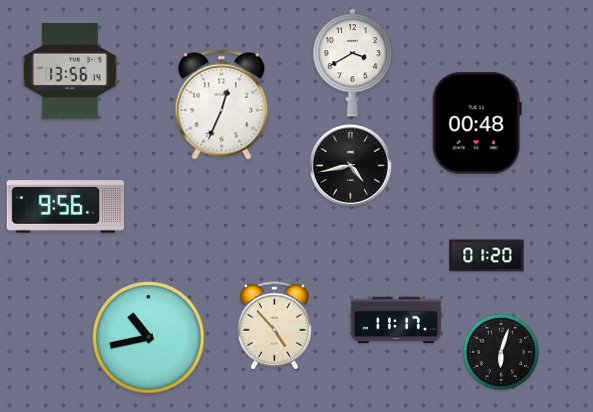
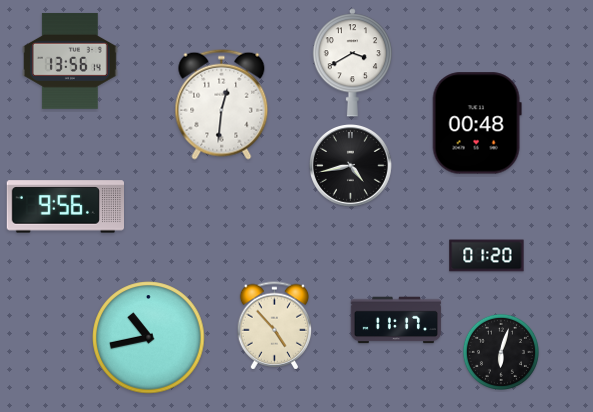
clock at (70, 71) position: (70, 71) -> (70, 61)
clock at (222, 104): 12:34 -> 12:31
